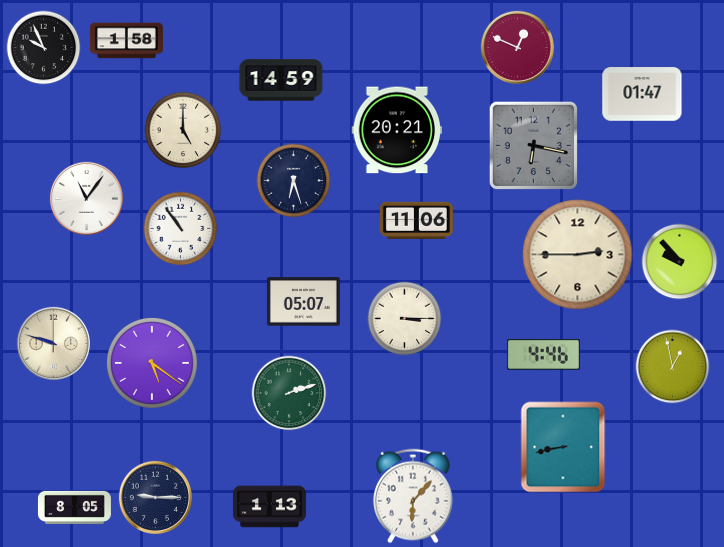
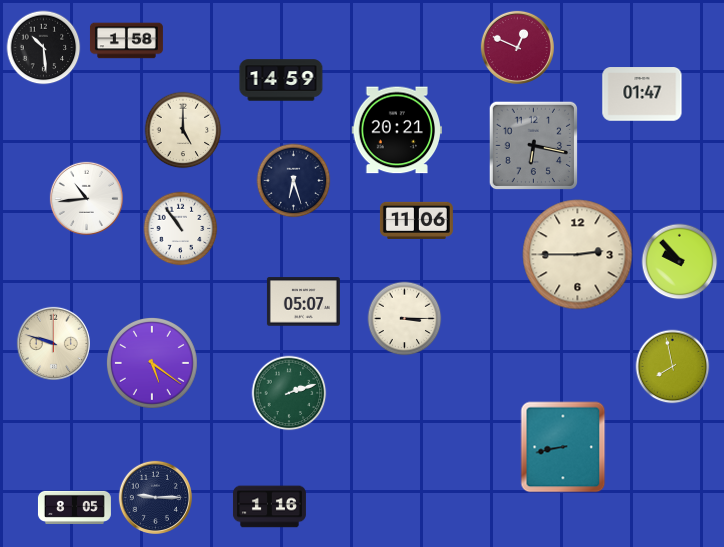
clock at (44, 48): 9:56 -> 10:29
clock at (86, 198): 11:06 -> 10:44
clock at (543, 355): 4:46 -> none
clock at (673, 367): 12:58 -> 7:58
clock at (413, 496): 6:07 -> none
clock at (269, 507): 1:13 -> 1:16
